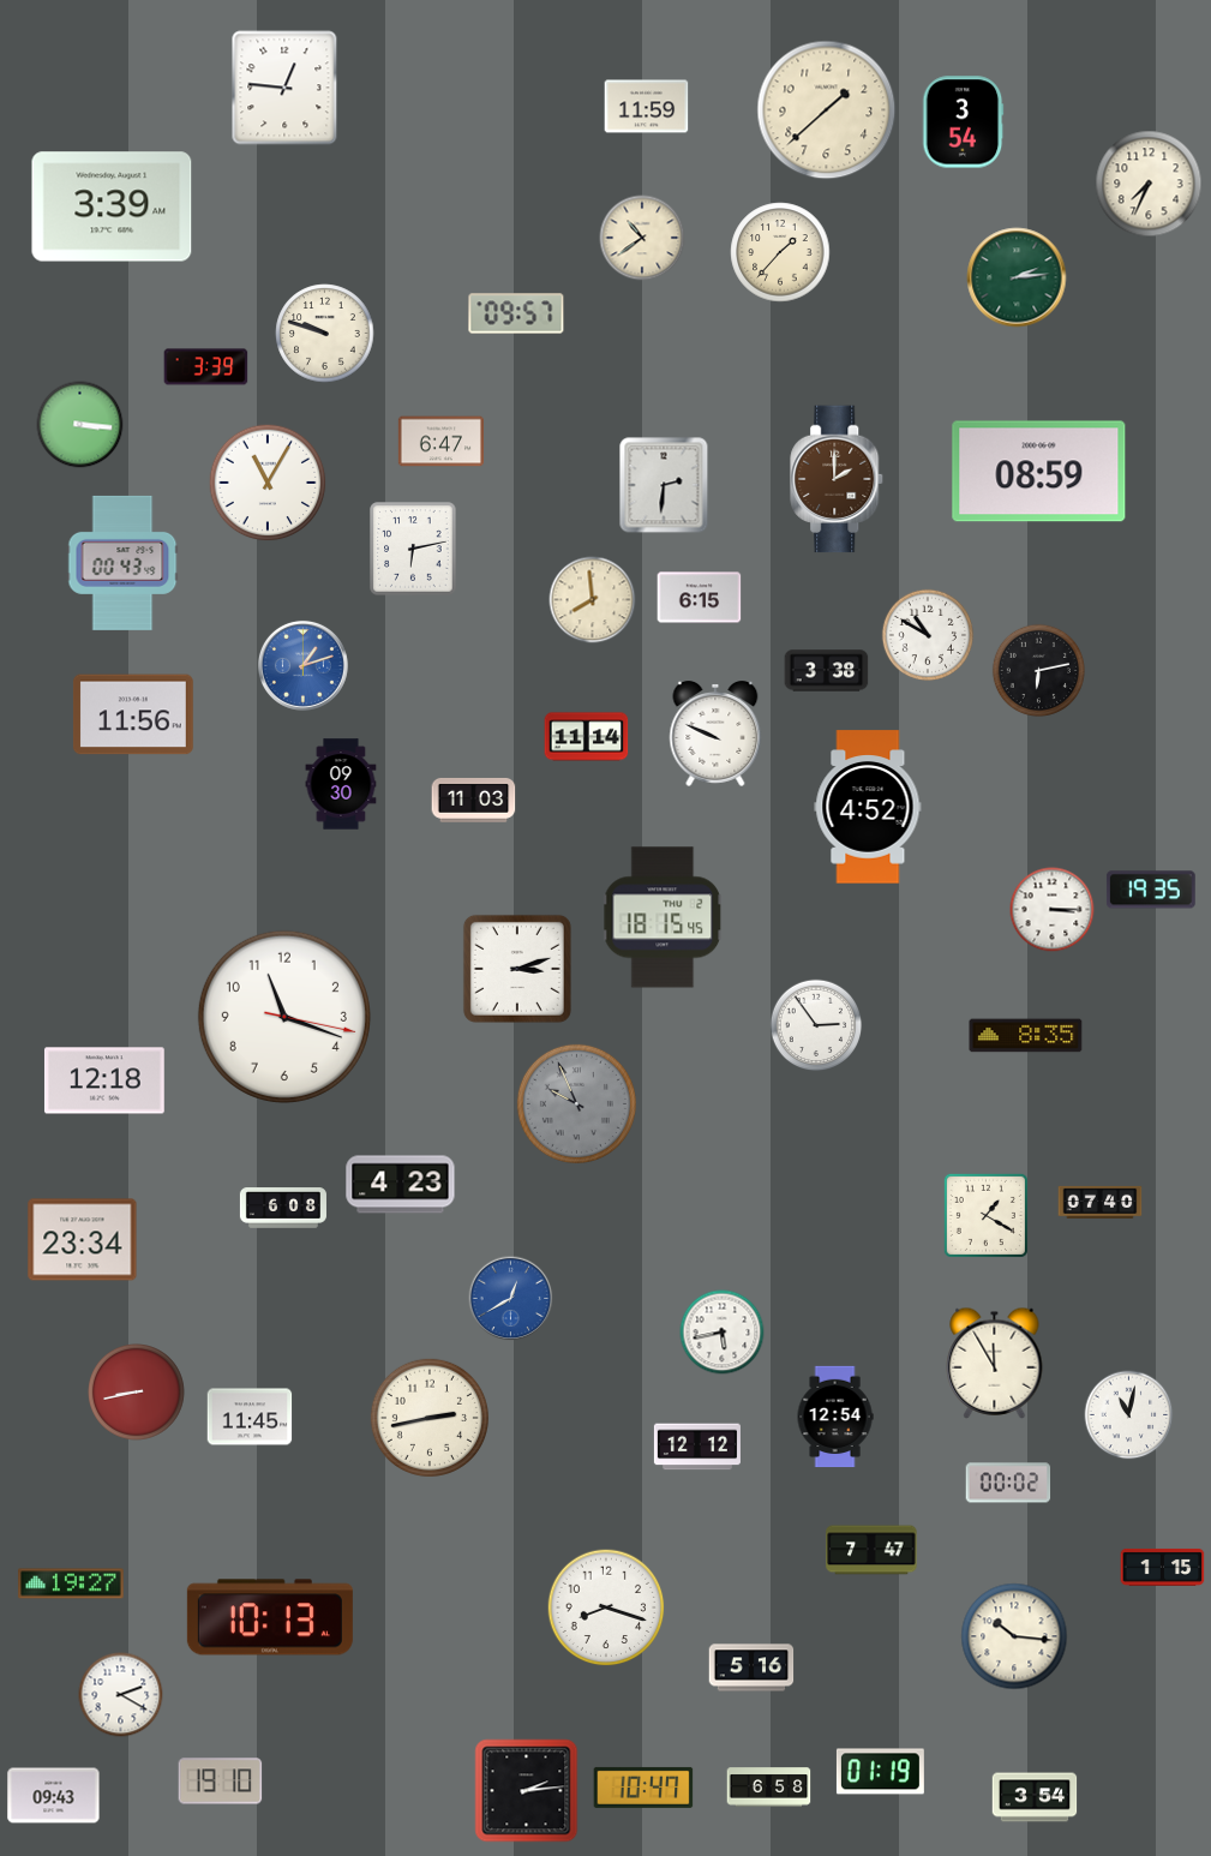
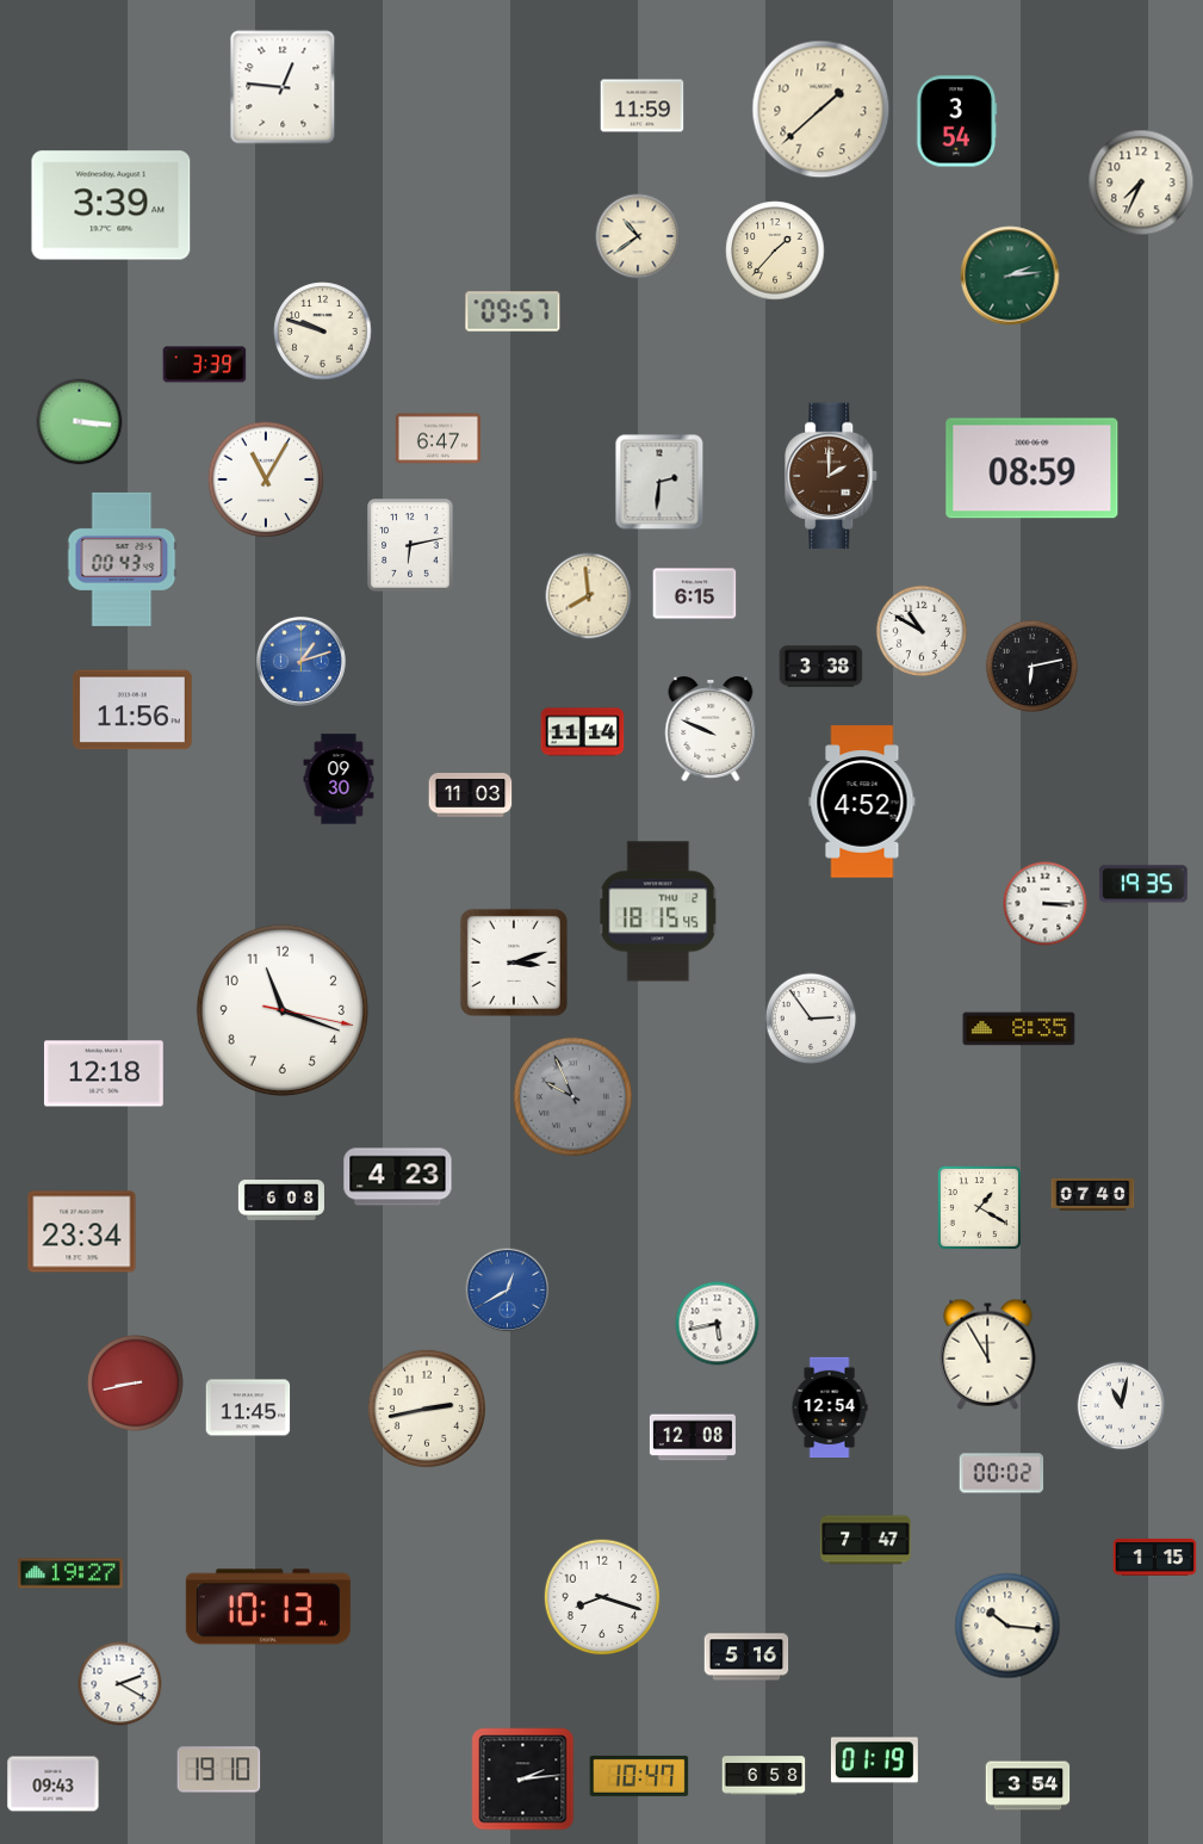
clock at (697, 1447): 12:12 -> 12:08
